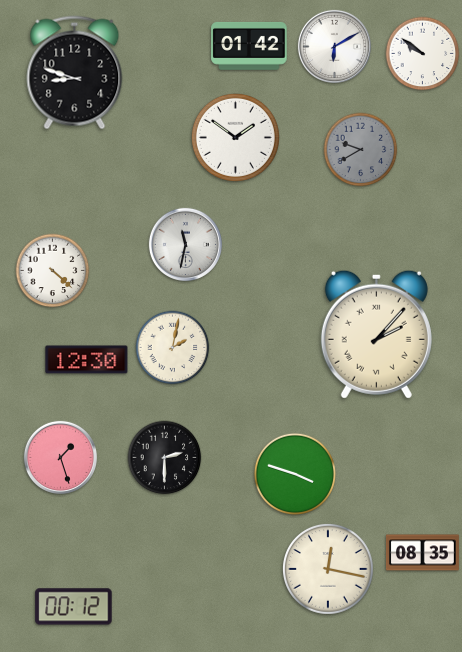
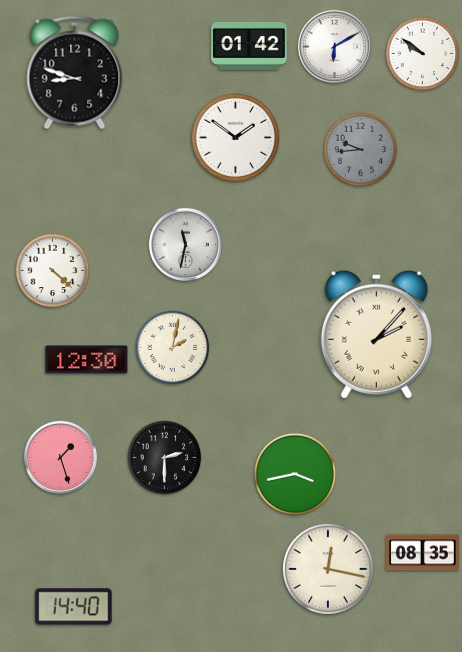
clock at (361, 150): 9:40 -> 9:44
clock at (294, 473): 3:48 -> 3:43
clock at (74, 607): 00:12 -> 14:40
